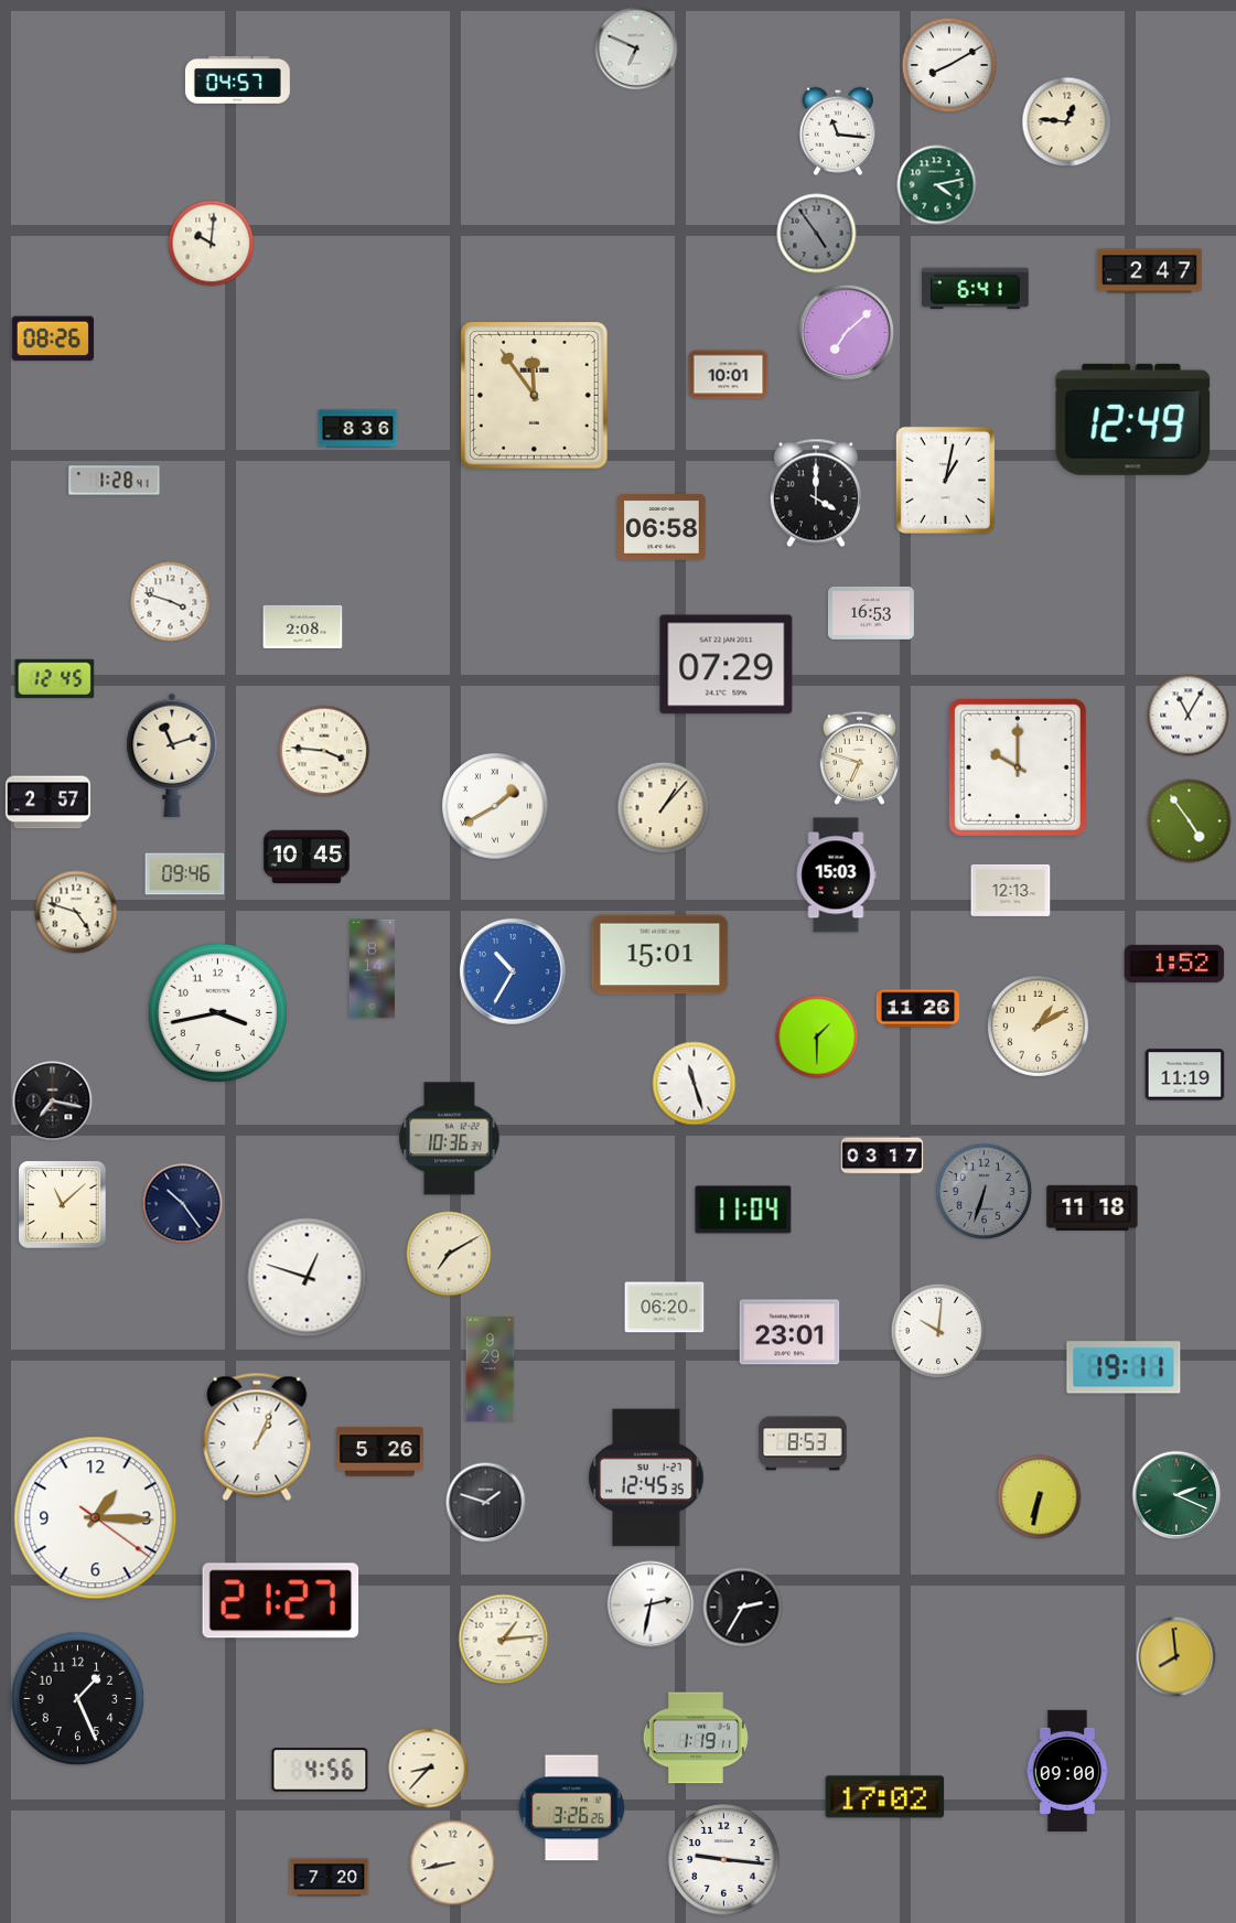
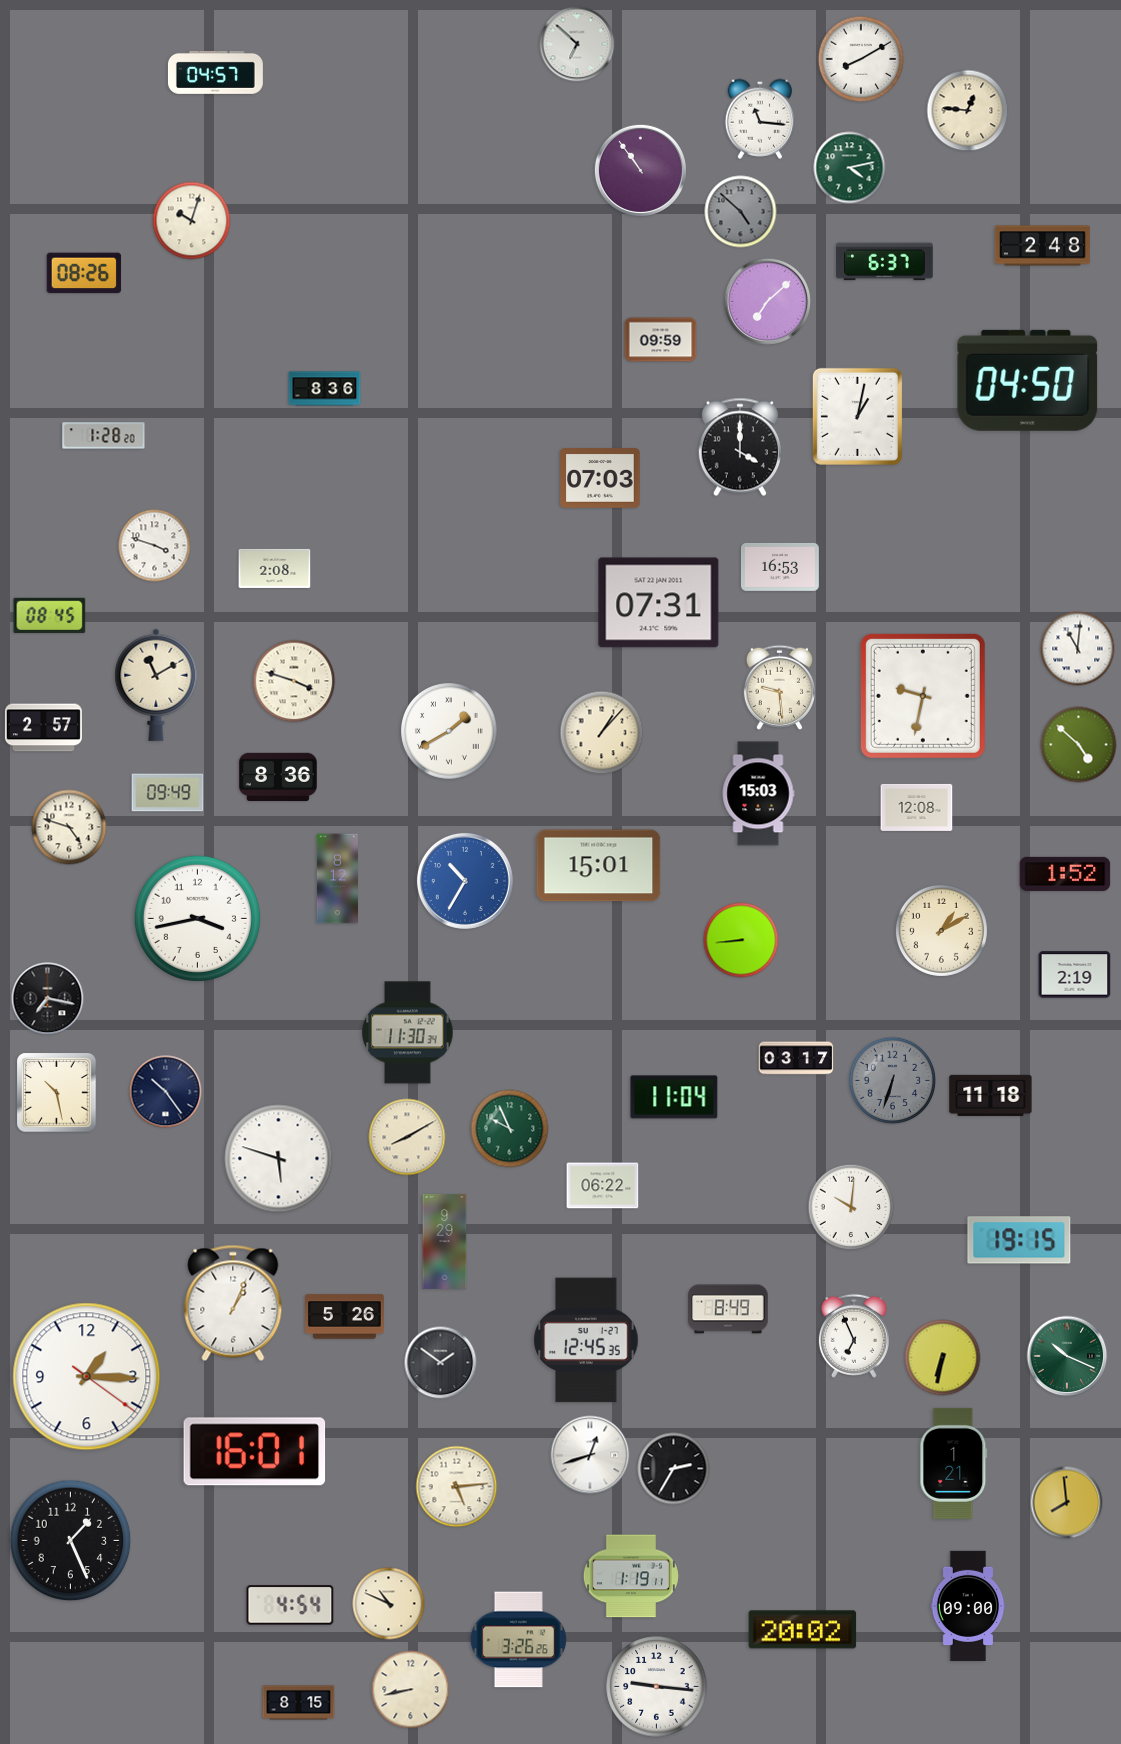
clock at (636, 49): 6:49 -> 6:52
clock at (640, 170): none -> 10:54
clock at (817, 234): 4:54 -> 4:52
clock at (212, 244): 10:01 -> 10:03
clock at (1149, 271): 2:47 -> 2:48
clock at (976, 289): 6:41 -> 6:37
clock at (53, 339) position: (53, 339) -> (84, 273)
clock at (729, 375): 10:01 -> 09:59
clock at (535, 396): 11:54 -> none
clock at (1133, 419): 12:49 -> 04:50
clock at (945, 480) position: (945, 480) -> (857, 416)
clock at (115, 481): 1:28:41 -> 1:28:20
clock at (662, 527): 06:58 -> 07:03
clock at (871, 613) position: (871, 613) -> (780, 567)
clock at (727, 665): 07:29 -> 07:31
clock at (55, 678): 12:45 -> 08:45
clock at (1189, 716): 11:05 -> 11:01
clock at (324, 751): 3:46 -> 3:48
clock at (172, 755): 11:12 -> 11:10
clock at (859, 758): 6:48 -> 9:29
clock at (1018, 767): 10:00 -> 9:32
clock at (1190, 821): 4:54 -> 4:52
clock at (307, 856): 10:45 -> 8:36
clock at (185, 874): 09:46 -> 09:49
clock at (1011, 890): 12:13 -> 12:08
clock at (372, 969): 8:14 -> 8:12
clock at (918, 1009): 11:26 -> none
clock at (817, 1036): 1:30 -> 8:44
clock at (1185, 1075): 11:19 -> 2:19
clock at (695, 1084): 11:27 -> none
clock at (450, 1139): 10:36 -> 11:30
clock at (882, 1156) position: (882, 1156) -> (796, 1058)
clock at (63, 1205): 11:08 -> 10:28
clock at (510, 1129): none -> 9:56
clock at (449, 1254): 7:10 -> 8:10
clock at (308, 1278): 12:48 -> 5:48
clock at (665, 1308): 06:20 -> 06:22
clock at (789, 1332): 23:01 -> none
clock at (1124, 1367): 19:11 -> 19:15
clock at (803, 1443): 8:53 -> 8:49
clock at (854, 1336): none -> 6:56
clock at (1176, 1495): 2:19 -> 10:19
clock at (486, 1503): 1:48 -> 1:51
clock at (281, 1601): 21:27 -> 16:01
clock at (651, 1604): 2:32 -> 12:42
clock at (743, 1608) position: (743, 1608) -> (674, 1469)
clock at (954, 1463): none -> 1:21
clock at (504, 1640): 1:14 -> 5:14
clock at (429, 1769): 8:37 -> 10:49
clock at (320, 1770): 4:56 -> 4:54
clock at (885, 1797): 17:02 -> 20:02
clock at (330, 1878): 7:20 -> 8:15
